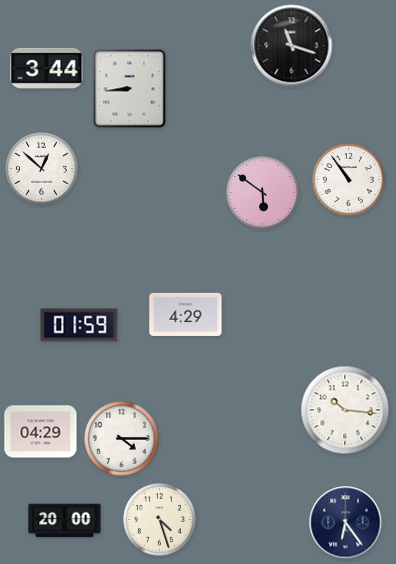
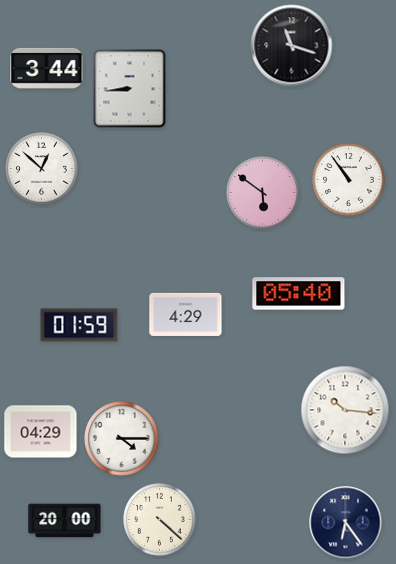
clock at (299, 294): none -> 05:40
clock at (160, 520): 4:27 -> 4:22
